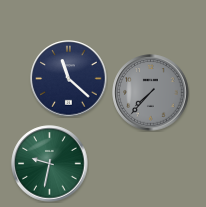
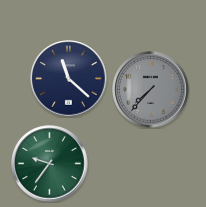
clock at (151, 93) position: (151, 93) -> (151, 90)
clock at (50, 164): 9:32 -> 9:36
